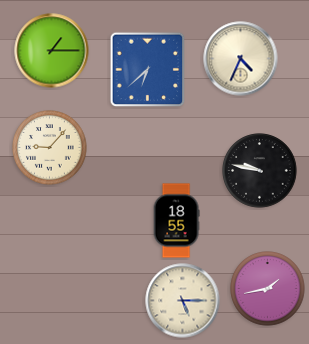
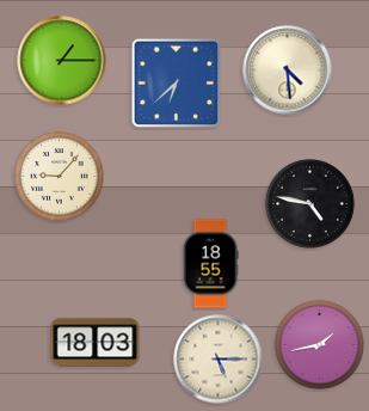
clock at (241, 59): 4:34 -> 4:29
clock at (260, 171): 9:47 -> 4:47
clock at (96, 343): none -> 18:03
